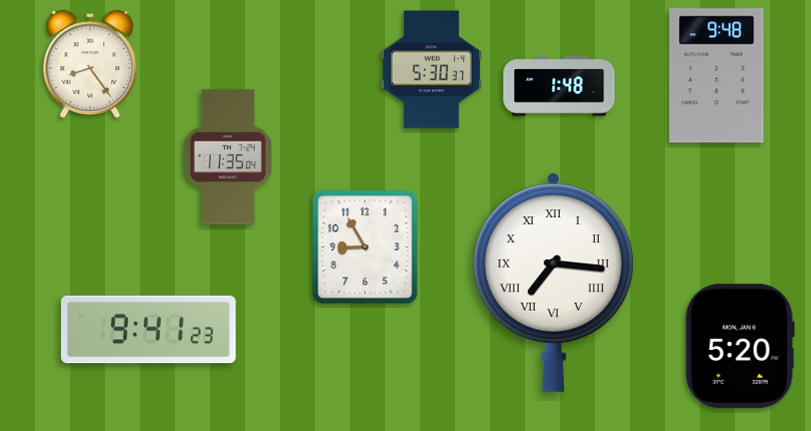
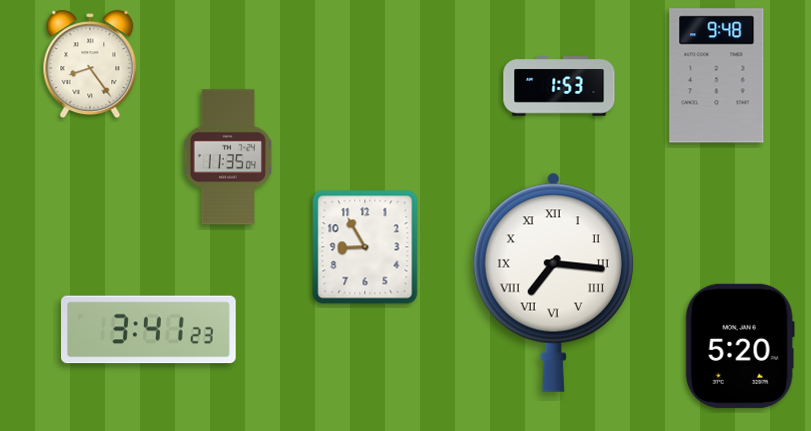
clock at (431, 70): 5:30 -> none
clock at (559, 86): 1:48 -> 1:53
clock at (149, 330): 9:41 -> 3:41
